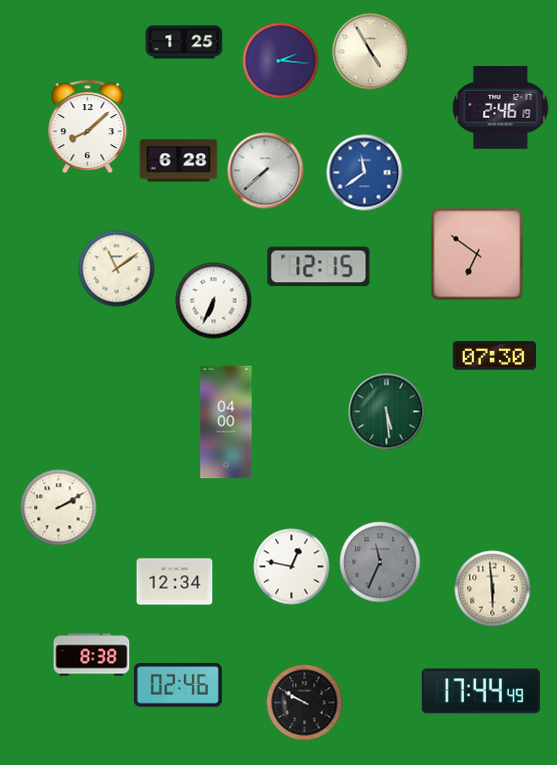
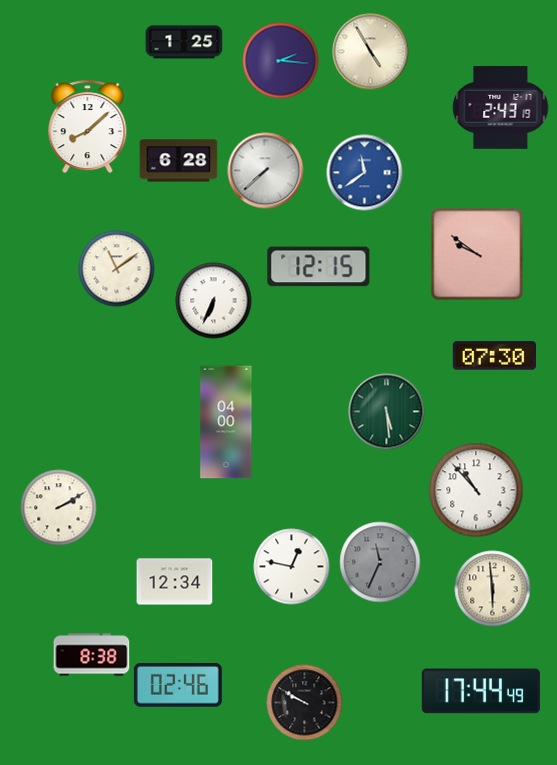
clock at (501, 108): 2:46 -> 2:43
clock at (477, 254): 6:51 -> 9:51
clock at (476, 490): none -> 10:53
